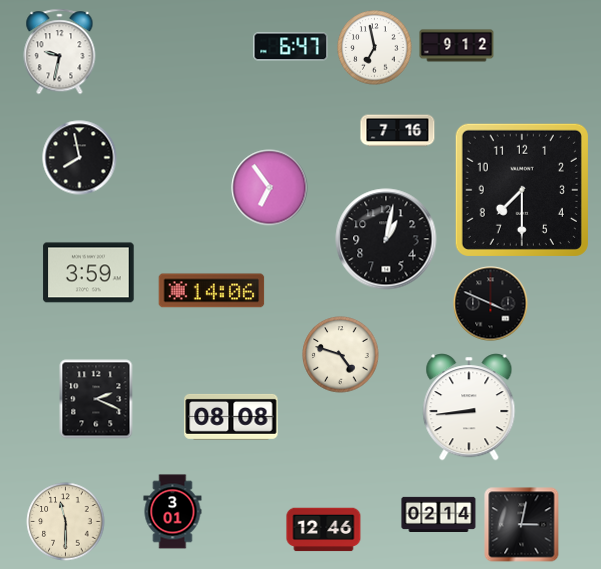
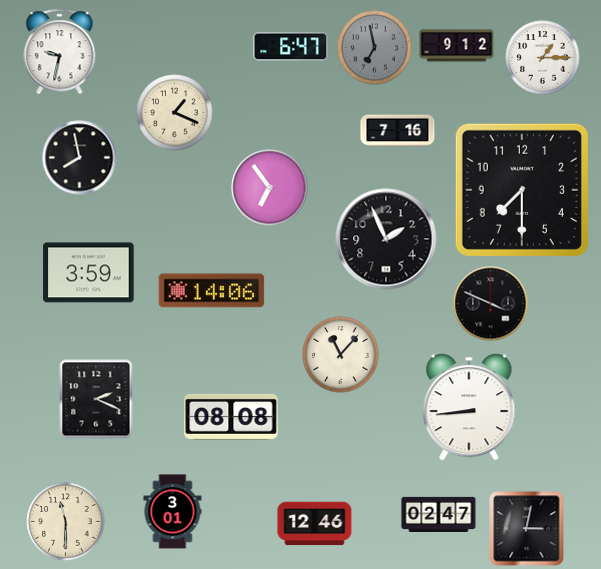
clock at (375, 48) dial: white -> grey
clock at (543, 58): none -> 1:15
clock at (175, 113): none -> 1:19
clock at (386, 239): 1:02 -> 1:56
clock at (341, 355): 4:48 -> 11:07
clock at (439, 514): 02:14 -> 02:47
clock at (522, 525) position: (522, 525) -> (527, 529)
clock at (324, 530) position: (324, 530) -> (315, 524)
